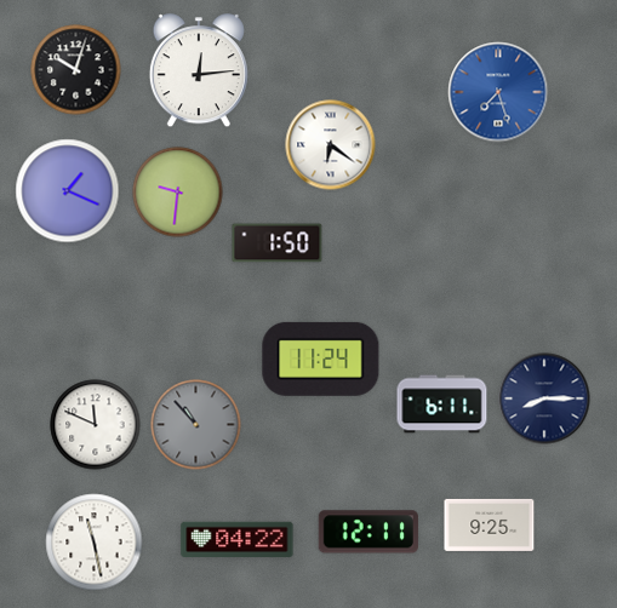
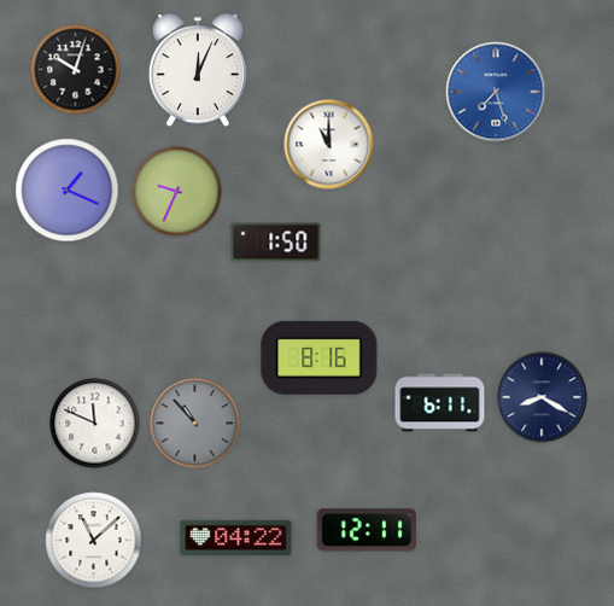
clock at (199, 71): 12:14 -> 12:04
clock at (331, 145): 6:21 -> 11:00
clock at (178, 193): 9:31 -> 9:34
clock at (321, 359): 11:24 -> 8:16
clock at (544, 398): 8:15 -> 8:20
clock at (490, 524): 9:25 -> none
clock at (95, 543): 11:28 -> 11:08
